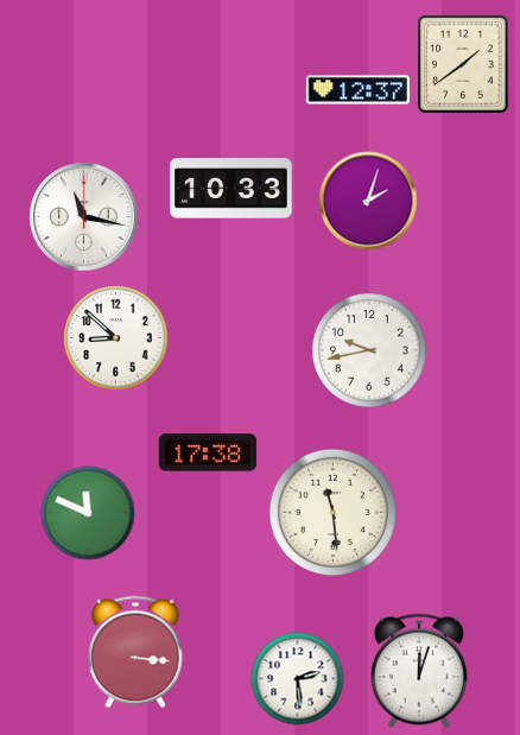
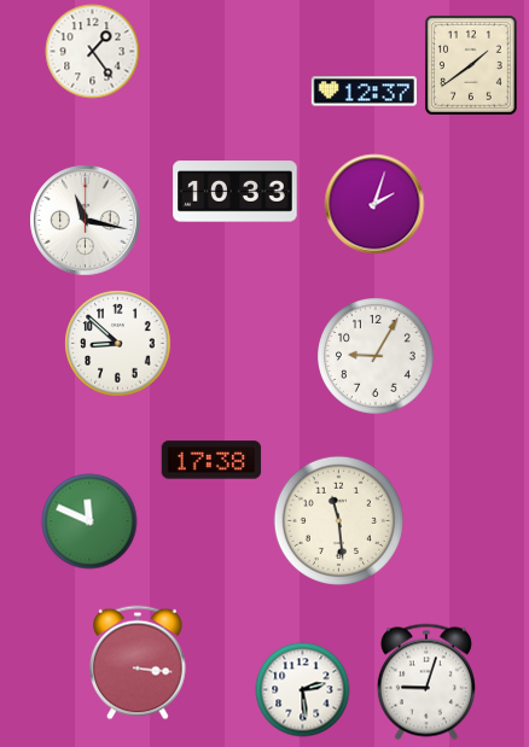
clock at (92, 51): none -> 1:24
clock at (369, 350): 9:43 -> 9:05
clock at (419, 671): 12:03 -> 9:03
